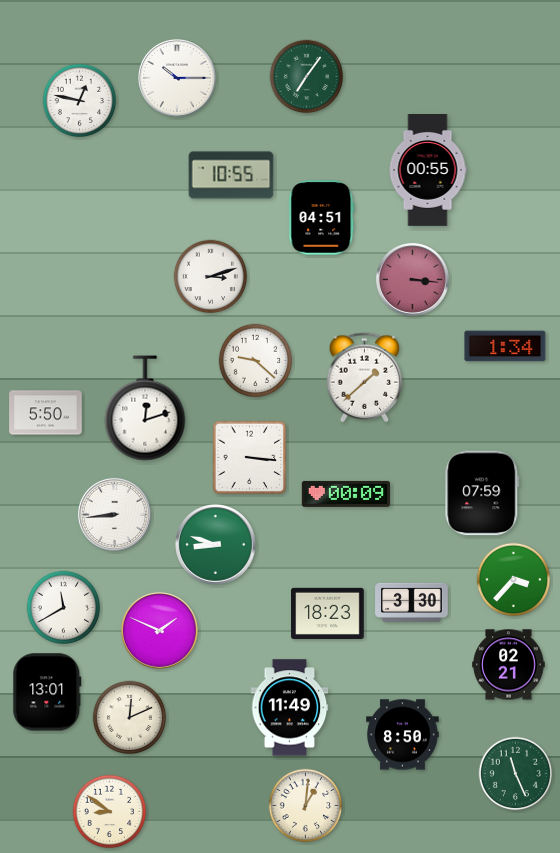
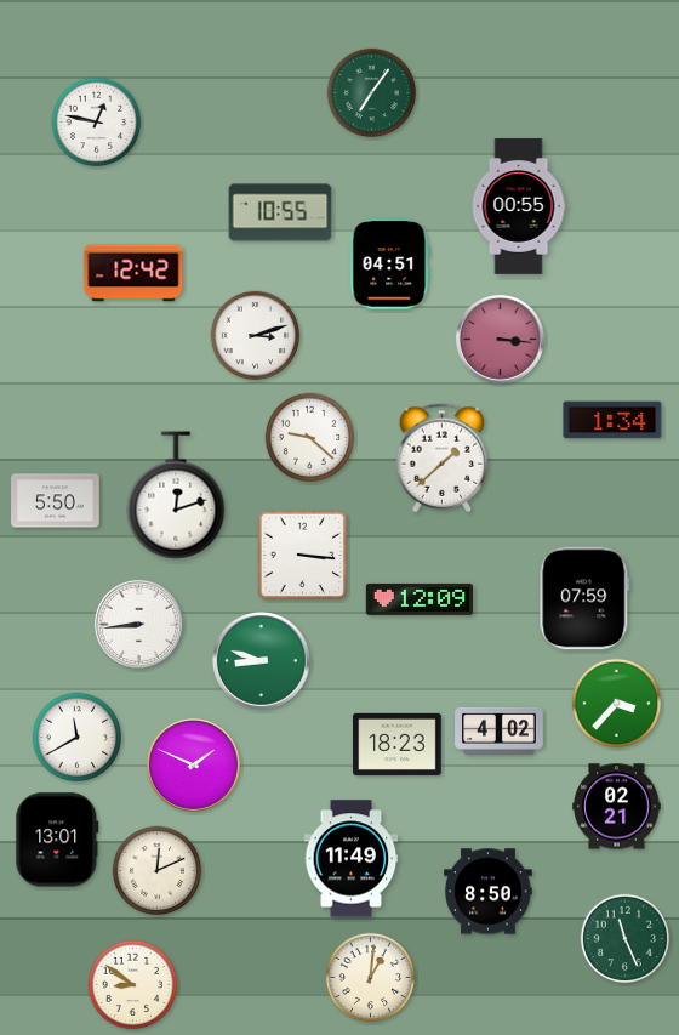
clock at (178, 79): 10:15 -> none
clock at (133, 273): none -> 12:42
clock at (345, 494): 00:09 -> 12:09
clock at (514, 580) position: (514, 580) -> (617, 704)
clock at (412, 602): 3:30 -> 4:02
